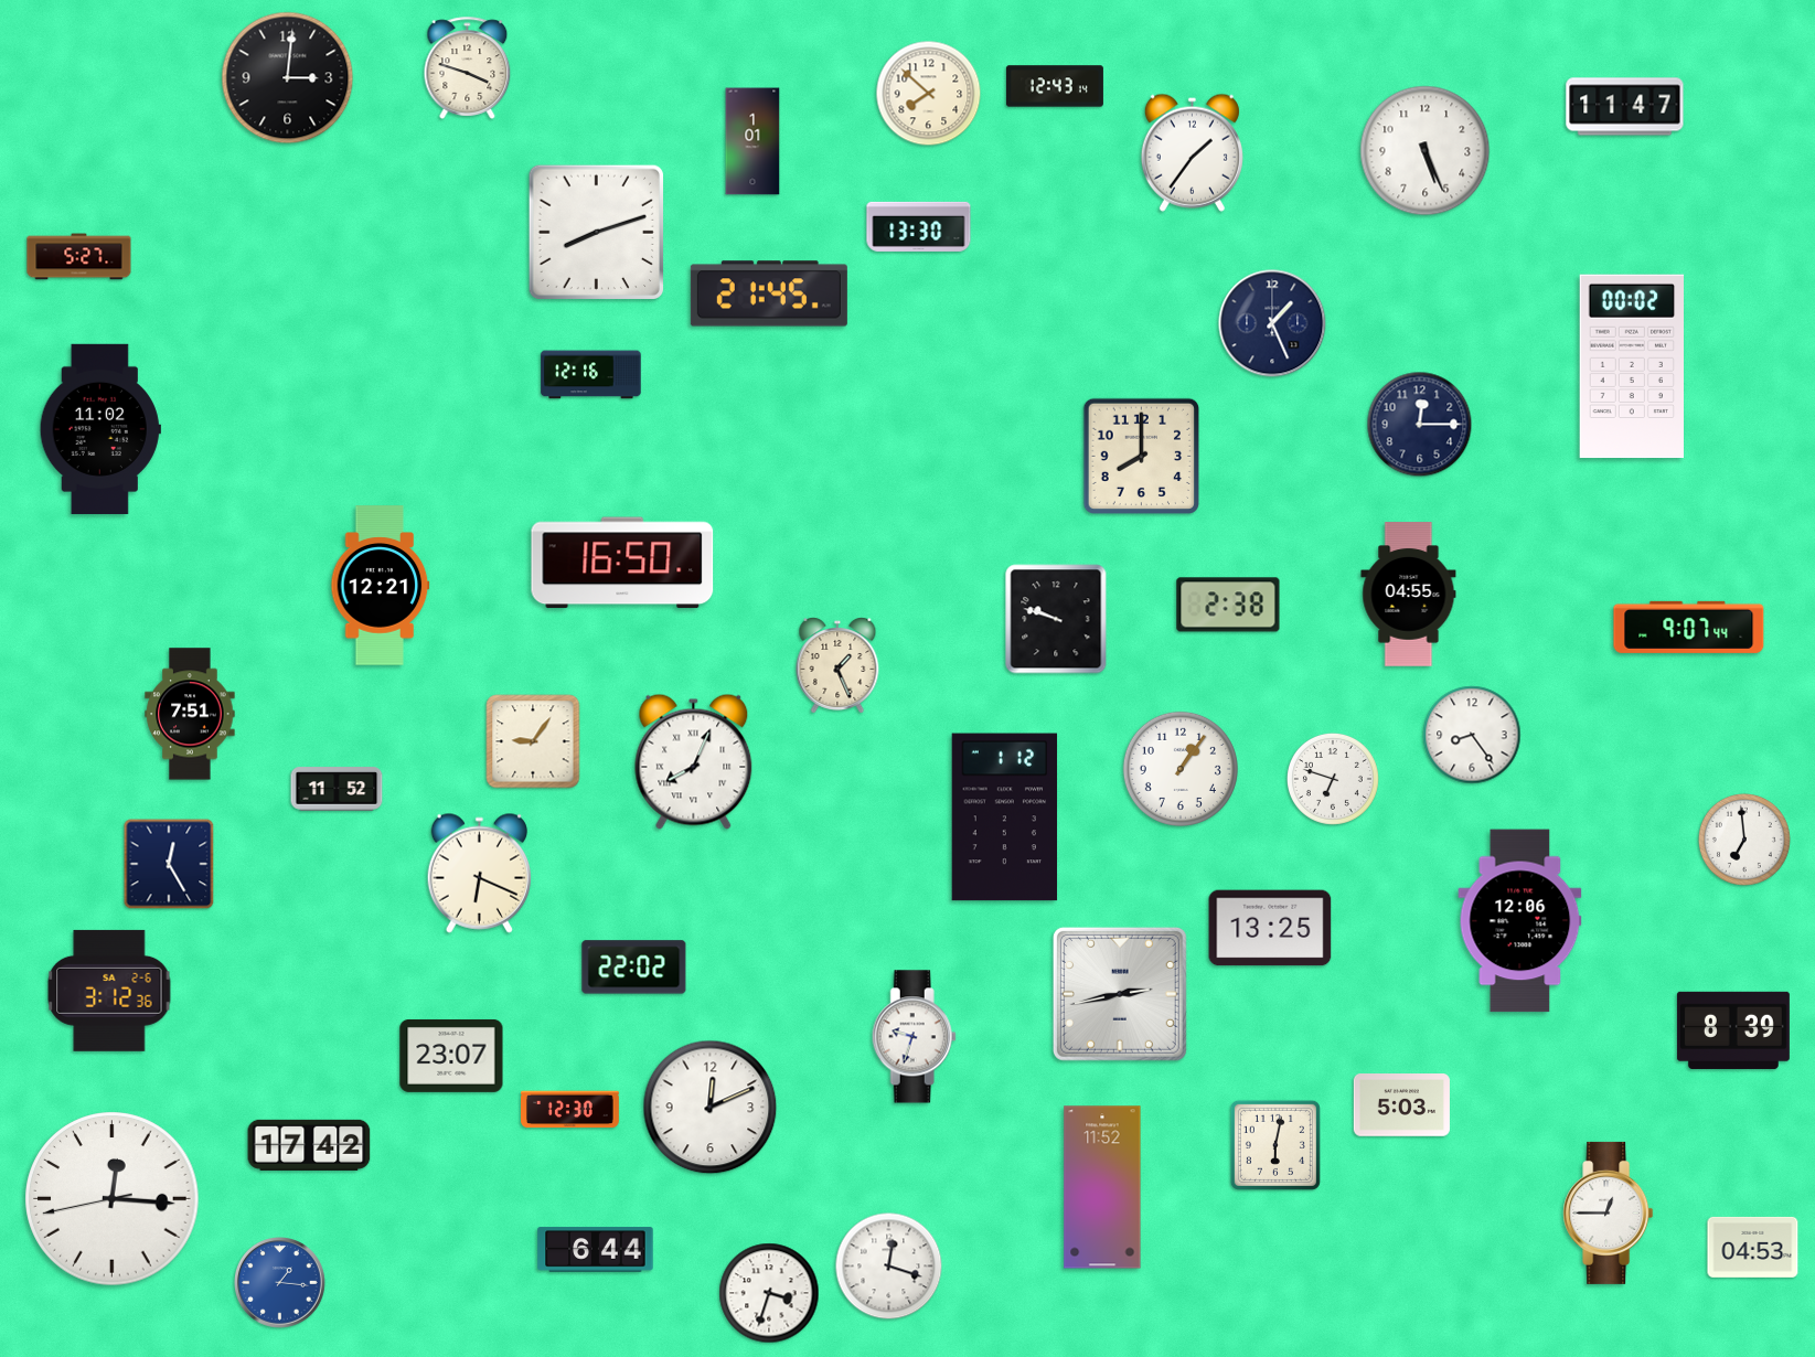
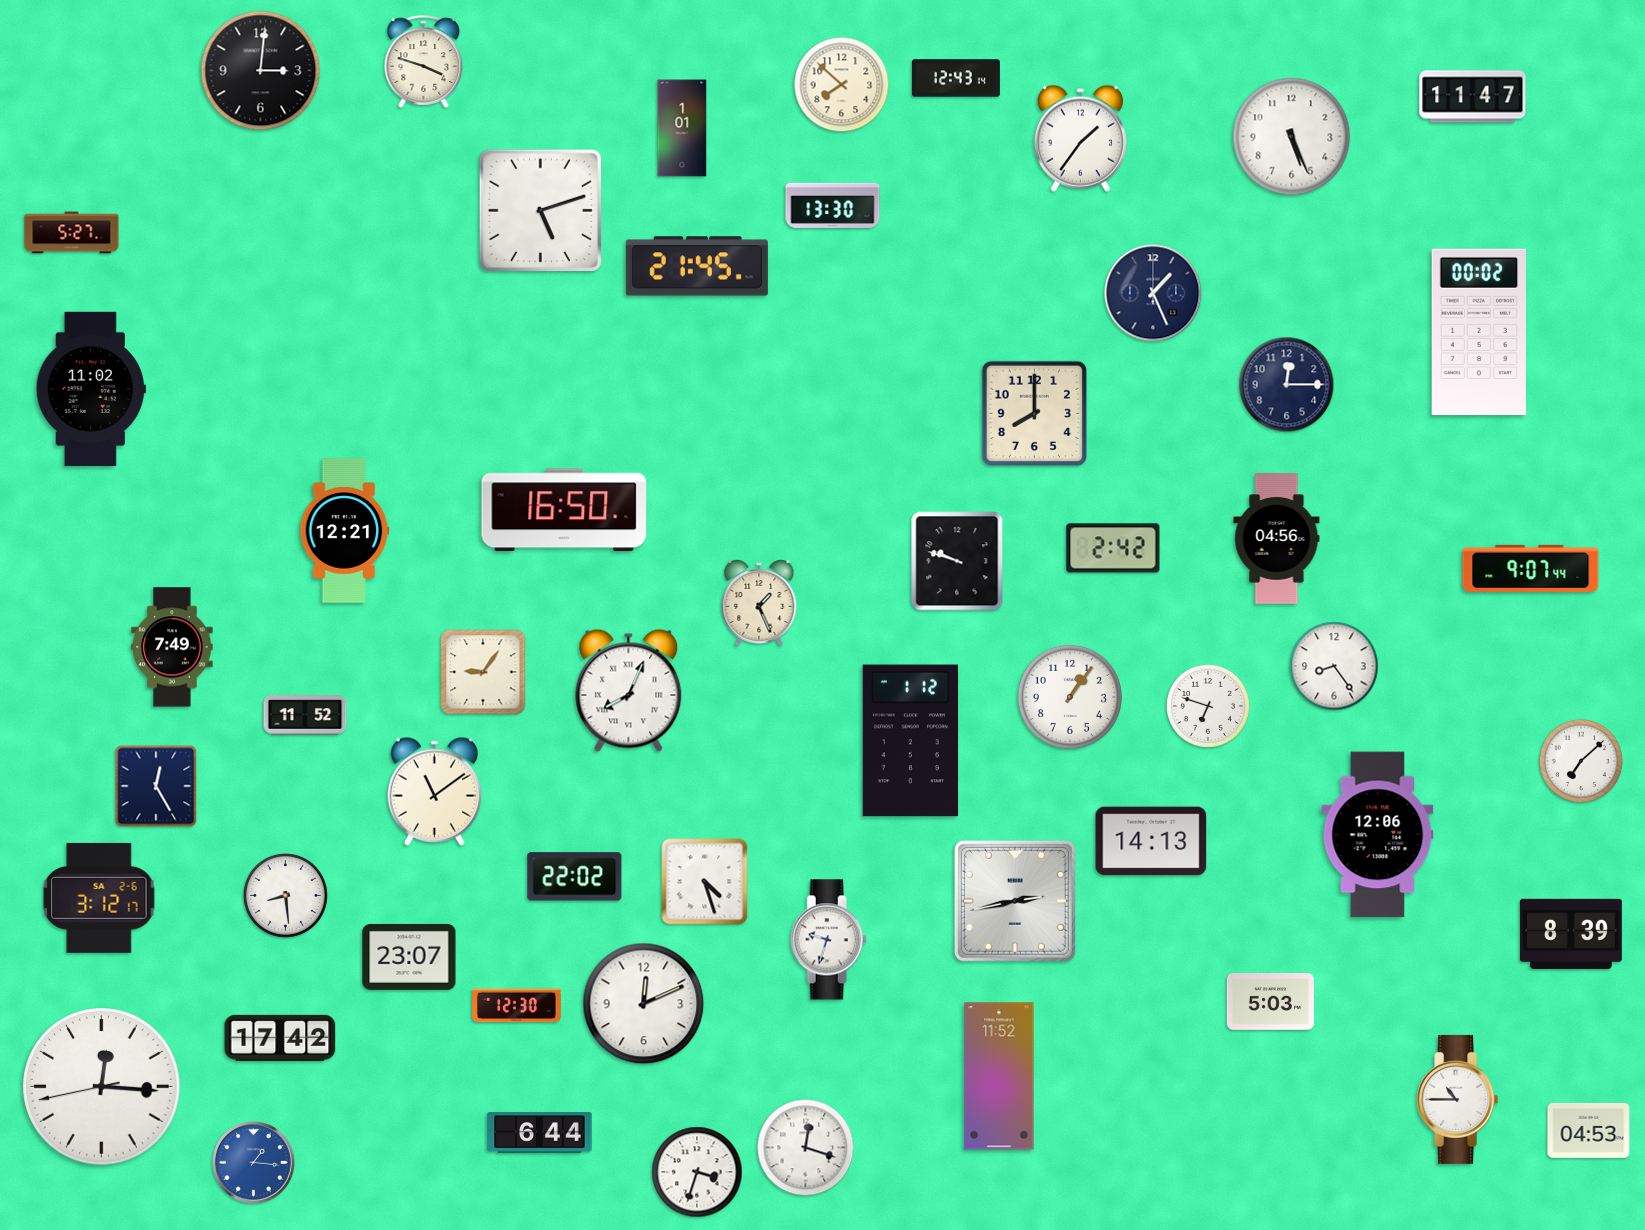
clock at (596, 232): 8:12 -> 5:12
clock at (591, 375): 12:16 -> none
clock at (1409, 595): 04:55 -> 04:56
clock at (1228, 605): 2:38 -> 2:42
clock at (190, 714): 7:51 -> 7:49
clock at (1744, 840): 6:59 -> 7:08
clock at (169, 864) position: (169, 864) -> (156, 786)
clock at (479, 873): 6:19 -> 11:09
clock at (1270, 928): 13:25 -> 14:13
clock at (705, 882): none -> 4:27
clock at (286, 896): none -> 8:29
clock at (109, 991): 3:12:36 -> 3:12:17
clock at (1275, 1145): 6:02 -> none
clock at (1609, 1212): 12:45 -> 10:45
